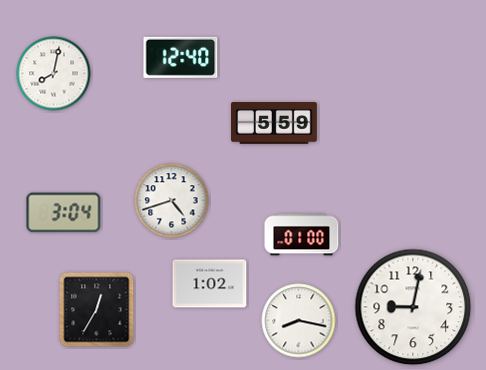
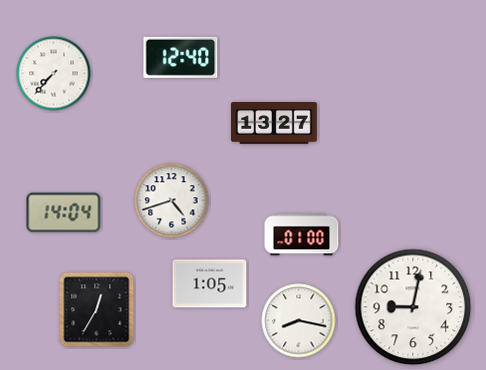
clock at (54, 74): 8:02 -> 7:37
clock at (275, 124): 5:59 -> 13:27
clock at (64, 213): 3:04 -> 14:04
clock at (210, 284): 1:02 -> 1:05
